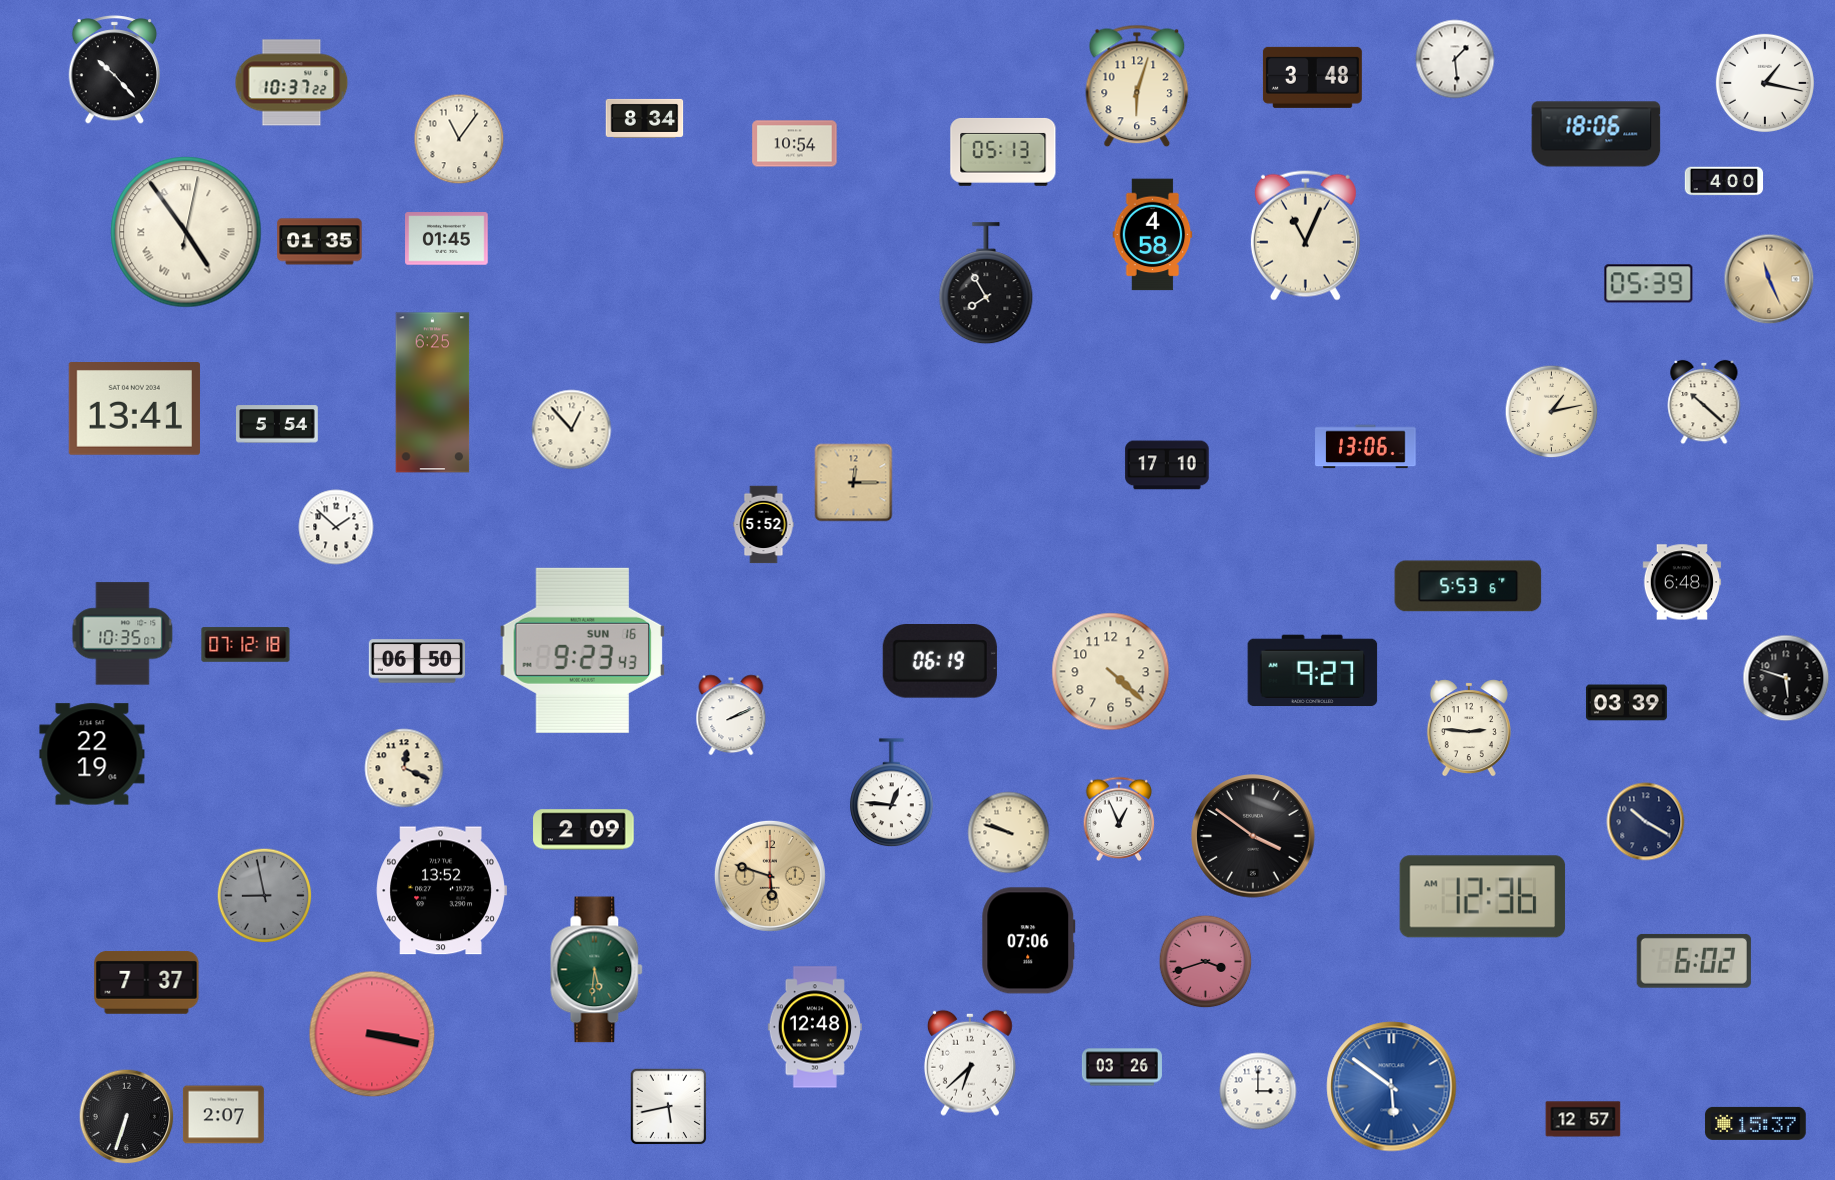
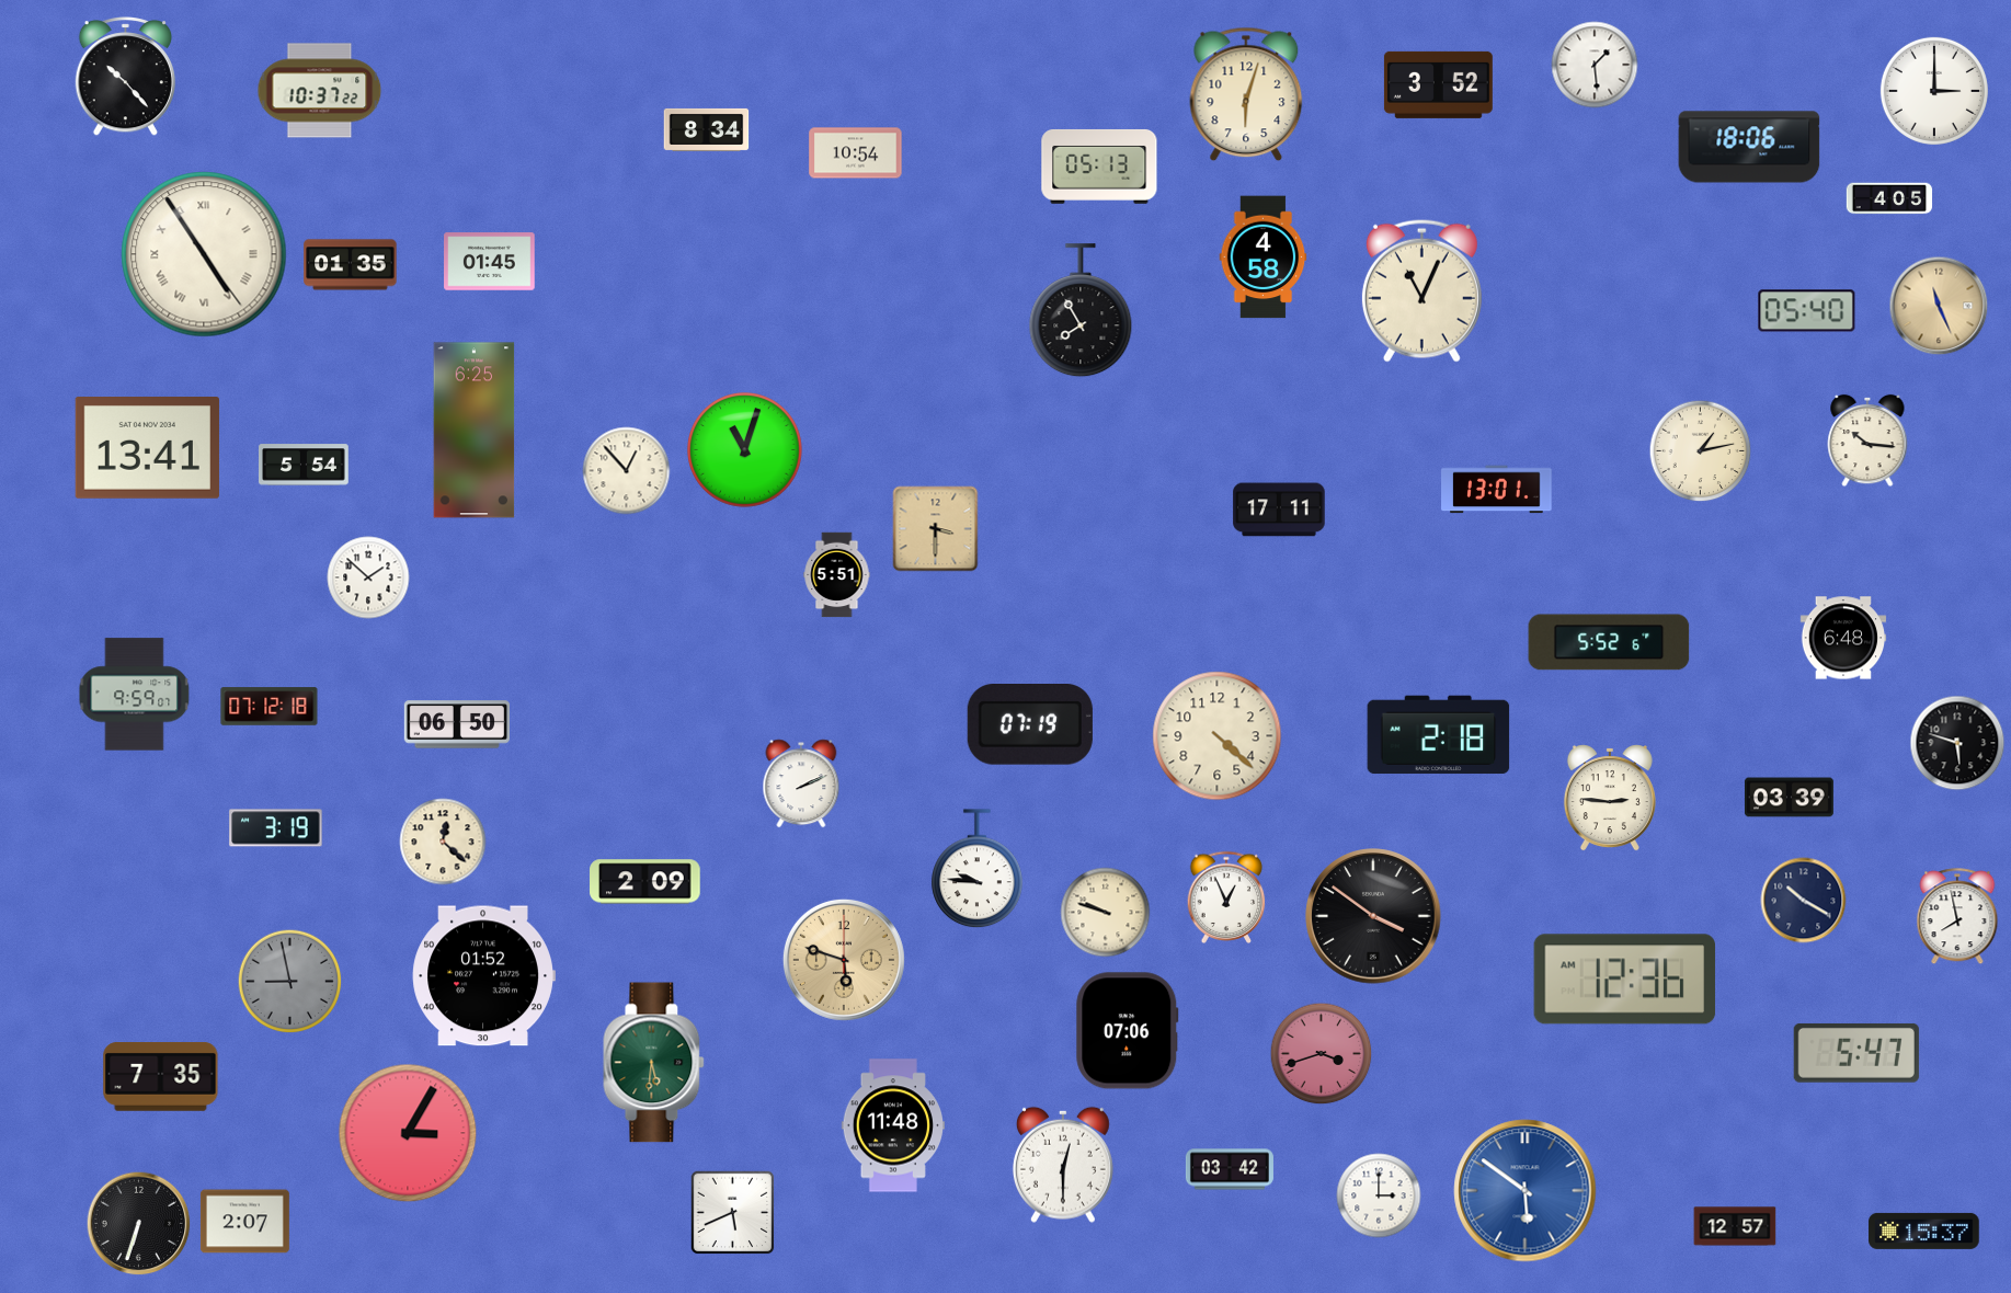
clock at (1312, 77): 3:48 -> 3:52
clock at (1765, 83): 1:17 -> 3:00
clock at (459, 139): 11:06 -> none
clock at (795, 144) position: (795, 144) -> (856, 153)
clock at (1724, 181): 4:00 -> 4:05
clock at (186, 232): 4:54:02 -> 4:54:24
clock at (1305, 235) position: (1305, 235) -> (1421, 290)
clock at (1649, 284): 05:39 -> 05:40
clock at (1704, 402): 10:22 -> 10:16
clock at (745, 450): none -> 11:03
clock at (1366, 447): 13:06 -> 13:01
clock at (1167, 465): 17:10 -> 17:11
clock at (854, 483): 12:15 -> 3:30
clock at (764, 525): 5:52 -> 5:51
clock at (1468, 586): 5:53 -> 5:52
clock at (123, 634): 10:35 -> 9:59
clock at (583, 650): 9:23 -> none
clock at (940, 661): 06:19 -> 07:19
clock at (1313, 671): 9:27 -> 2:18
clock at (1626, 703) position: (1626, 703) -> (1789, 798)
clock at (92, 754): 22:19 -> none
clock at (276, 828): none -> 3:19
clock at (404, 768): 12:19 -> 12:22
clock at (892, 793): 12:46 -> 9:46
clock at (584, 830) position: (584, 830) -> (645, 882)
clock at (1957, 917): none -> 7:58
clock at (441, 891): 13:52 -> 01:52
clock at (1483, 897) position: (1483, 897) -> (1625, 980)
clock at (1694, 961): 6:02 -> 5:47
clock at (147, 983): 7:37 -> 7:35
clock at (814, 1027): 12:48 -> 11:48
clock at (372, 1034): 3:17 -> 3:05
clock at (970, 1063): 6:38 -> 12:30
clock at (1122, 1067): 03:26 -> 03:42
clock at (669, 1107): 5:43 -> 5:41
